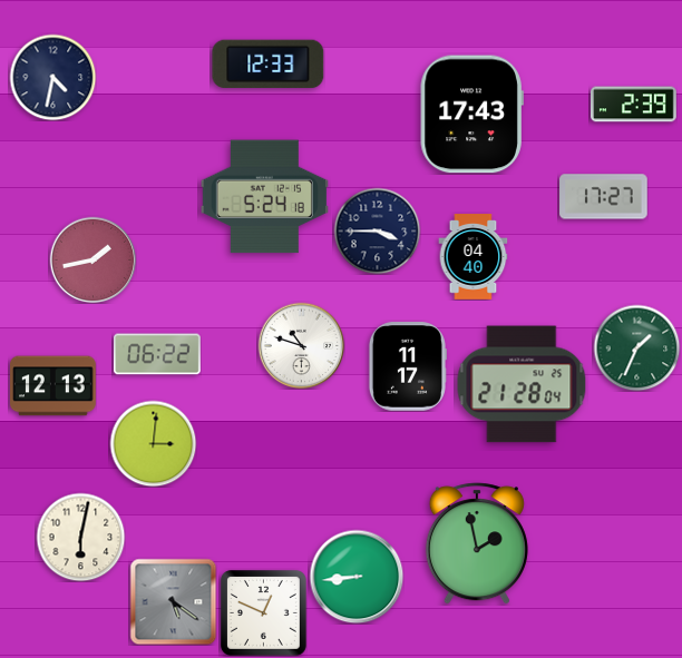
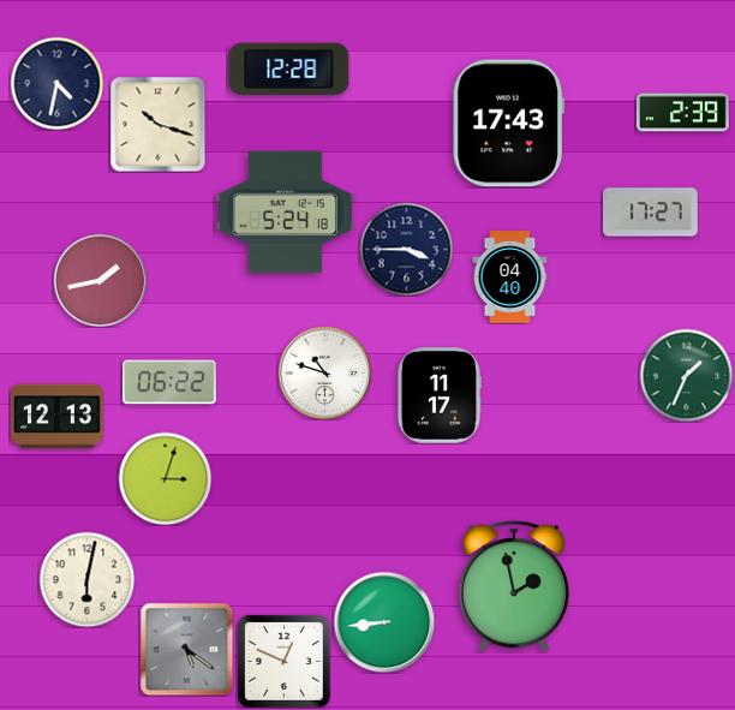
clock at (269, 65): 12:33 -> 12:28
clock at (157, 124): none -> 10:18
clock at (522, 384): 21:28 -> none
clock at (153, 443): 3:01 -> 3:03
